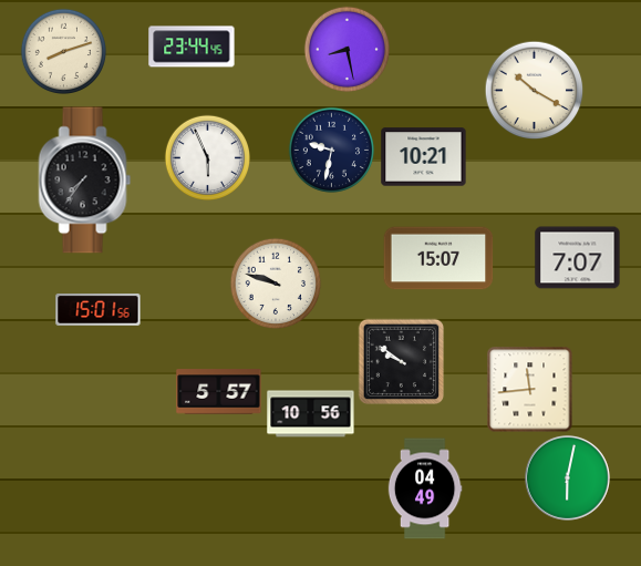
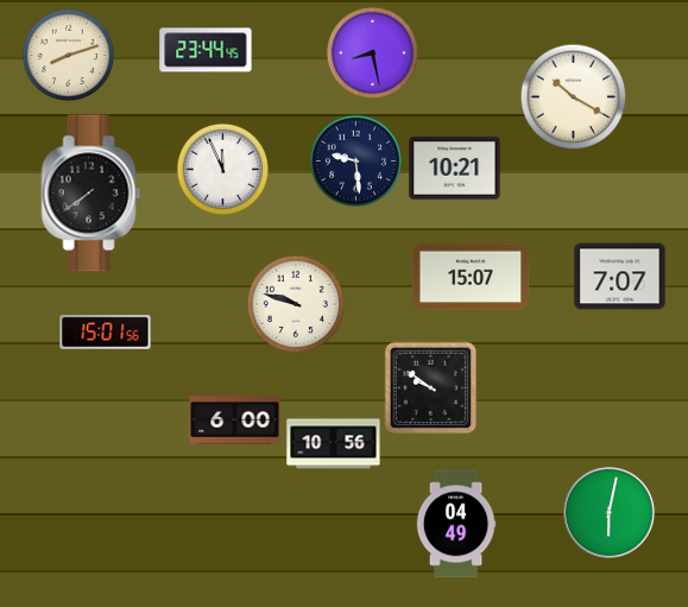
clock at (331, 150): 9:32 -> 9:29
clock at (207, 157): 5:56 -> 11:56
clock at (85, 181): 7:36 -> 7:39
clock at (529, 389): 11:44 -> none
clock at (219, 392): 5:57 -> 6:00
